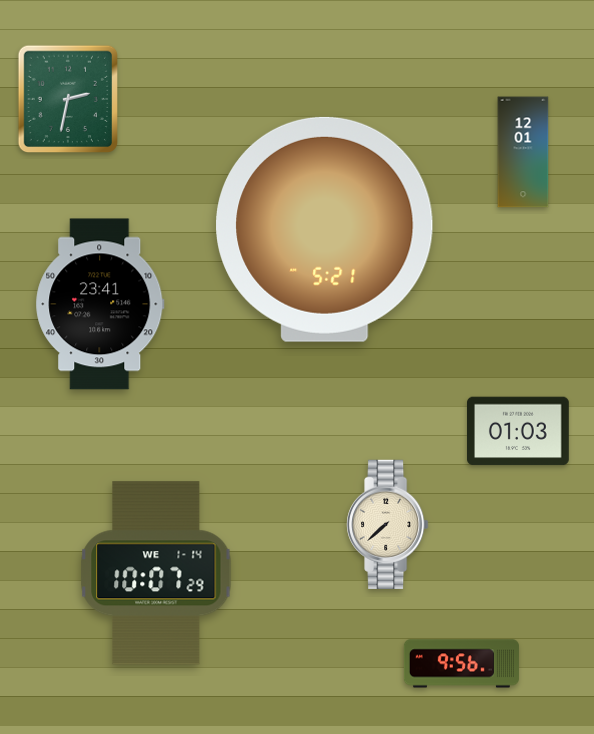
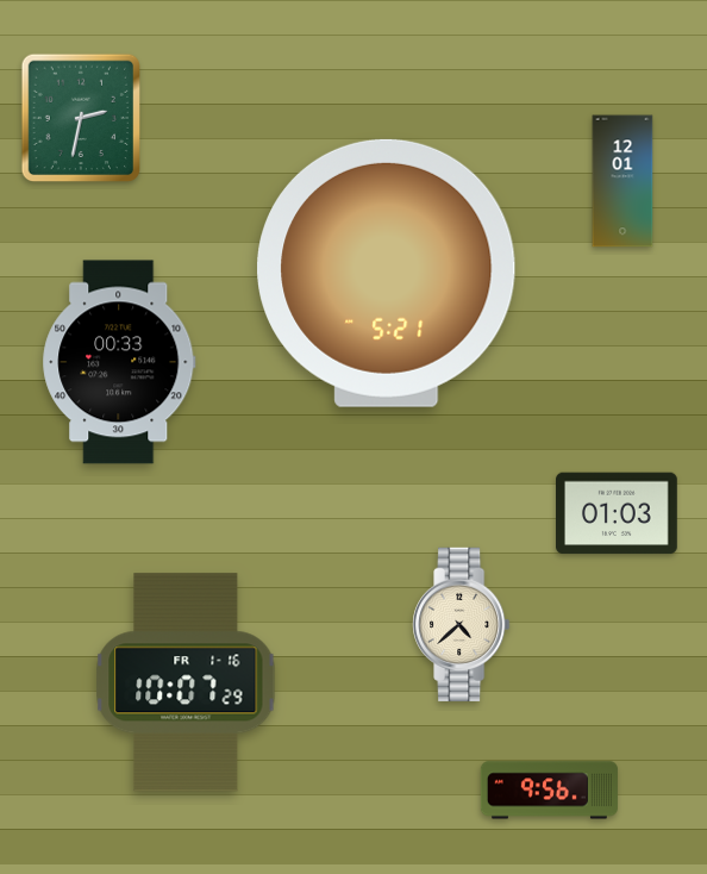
clock at (100, 304): 23:41 -> 00:33
clock at (388, 524): 7:38 -> 4:38
clock at (156, 573) date: WE 1-14 -> FR 1-16
